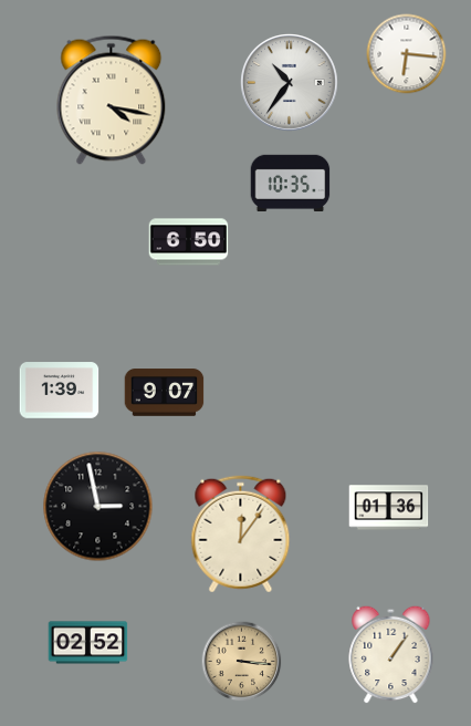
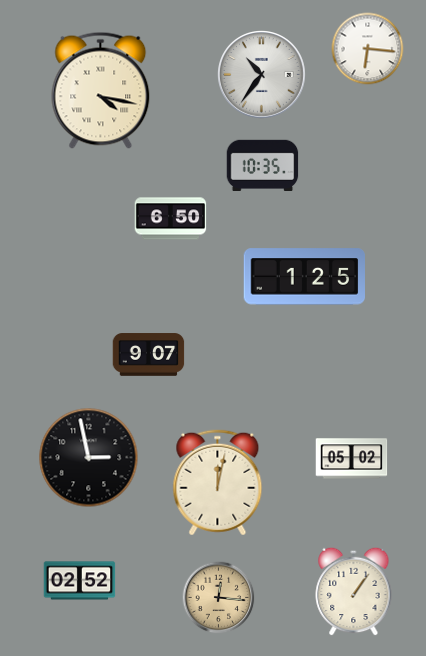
clock at (304, 277): none -> 1:25
clock at (60, 391): 1:39 -> none
clock at (389, 508): 01:36 -> 05:02
clock at (241, 535): 12:06 -> 12:02
clock at (242, 662): 3:16 -> 12:16
